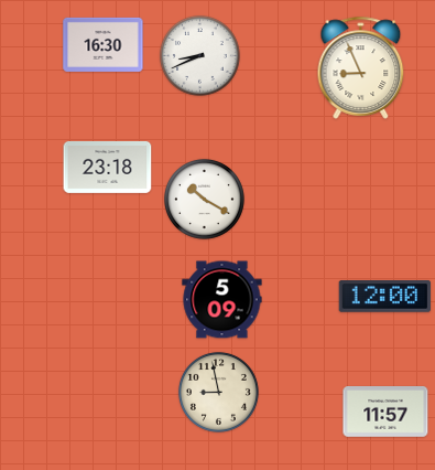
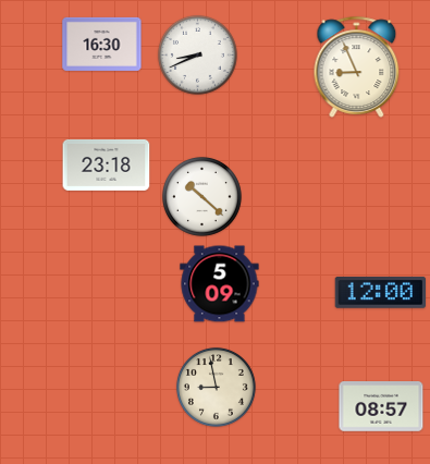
clock at (204, 199): 10:20 -> 10:22
clock at (222, 300) position: (222, 300) -> (220, 284)
clock at (385, 413): 11:57 -> 08:57
